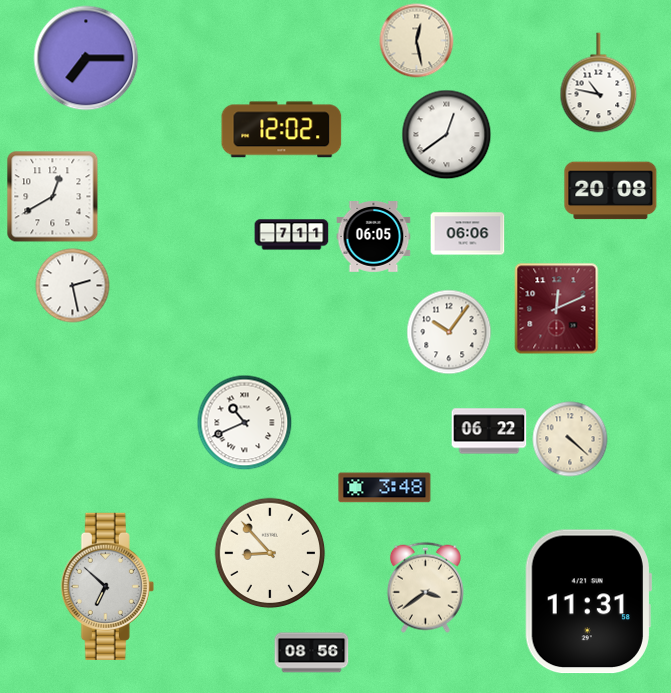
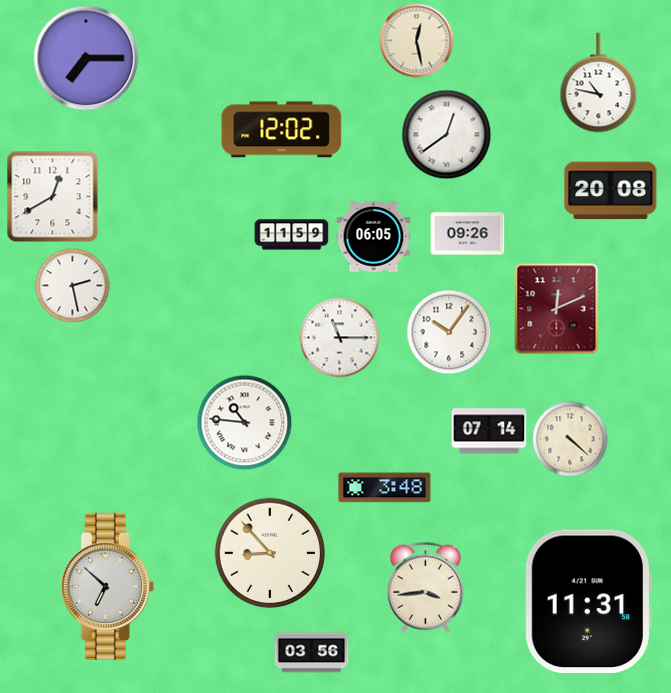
clock at (468, 234): 06:06 -> 09:26
clock at (292, 235): 7:11 -> 11:59
clock at (340, 338): none -> 11:15
clock at (245, 423): 10:41 -> 10:46
clock at (489, 431): 06:22 -> 07:14
clock at (425, 587): 3:39 -> 3:44
clock at (312, 653): 08:56 -> 03:56
